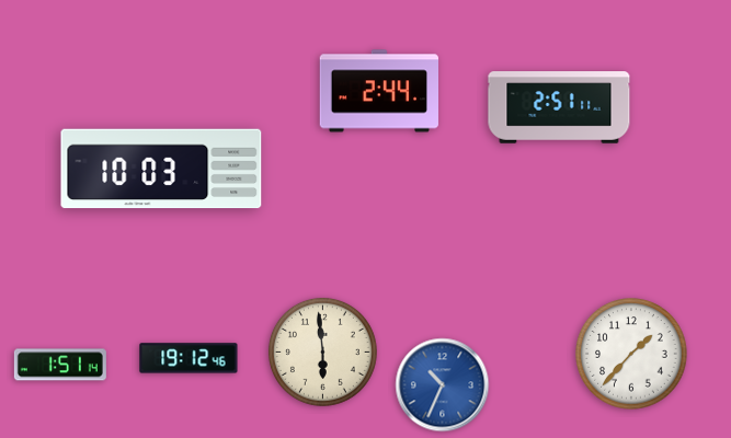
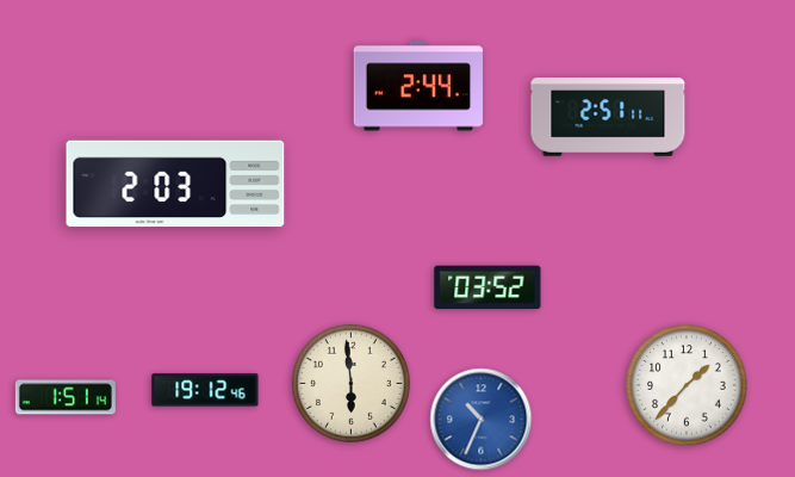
clock at (379, 91) position: (379, 91) -> (418, 86)
clock at (161, 169): 10:03 -> 2:03
clock at (487, 287): none -> 03:52
